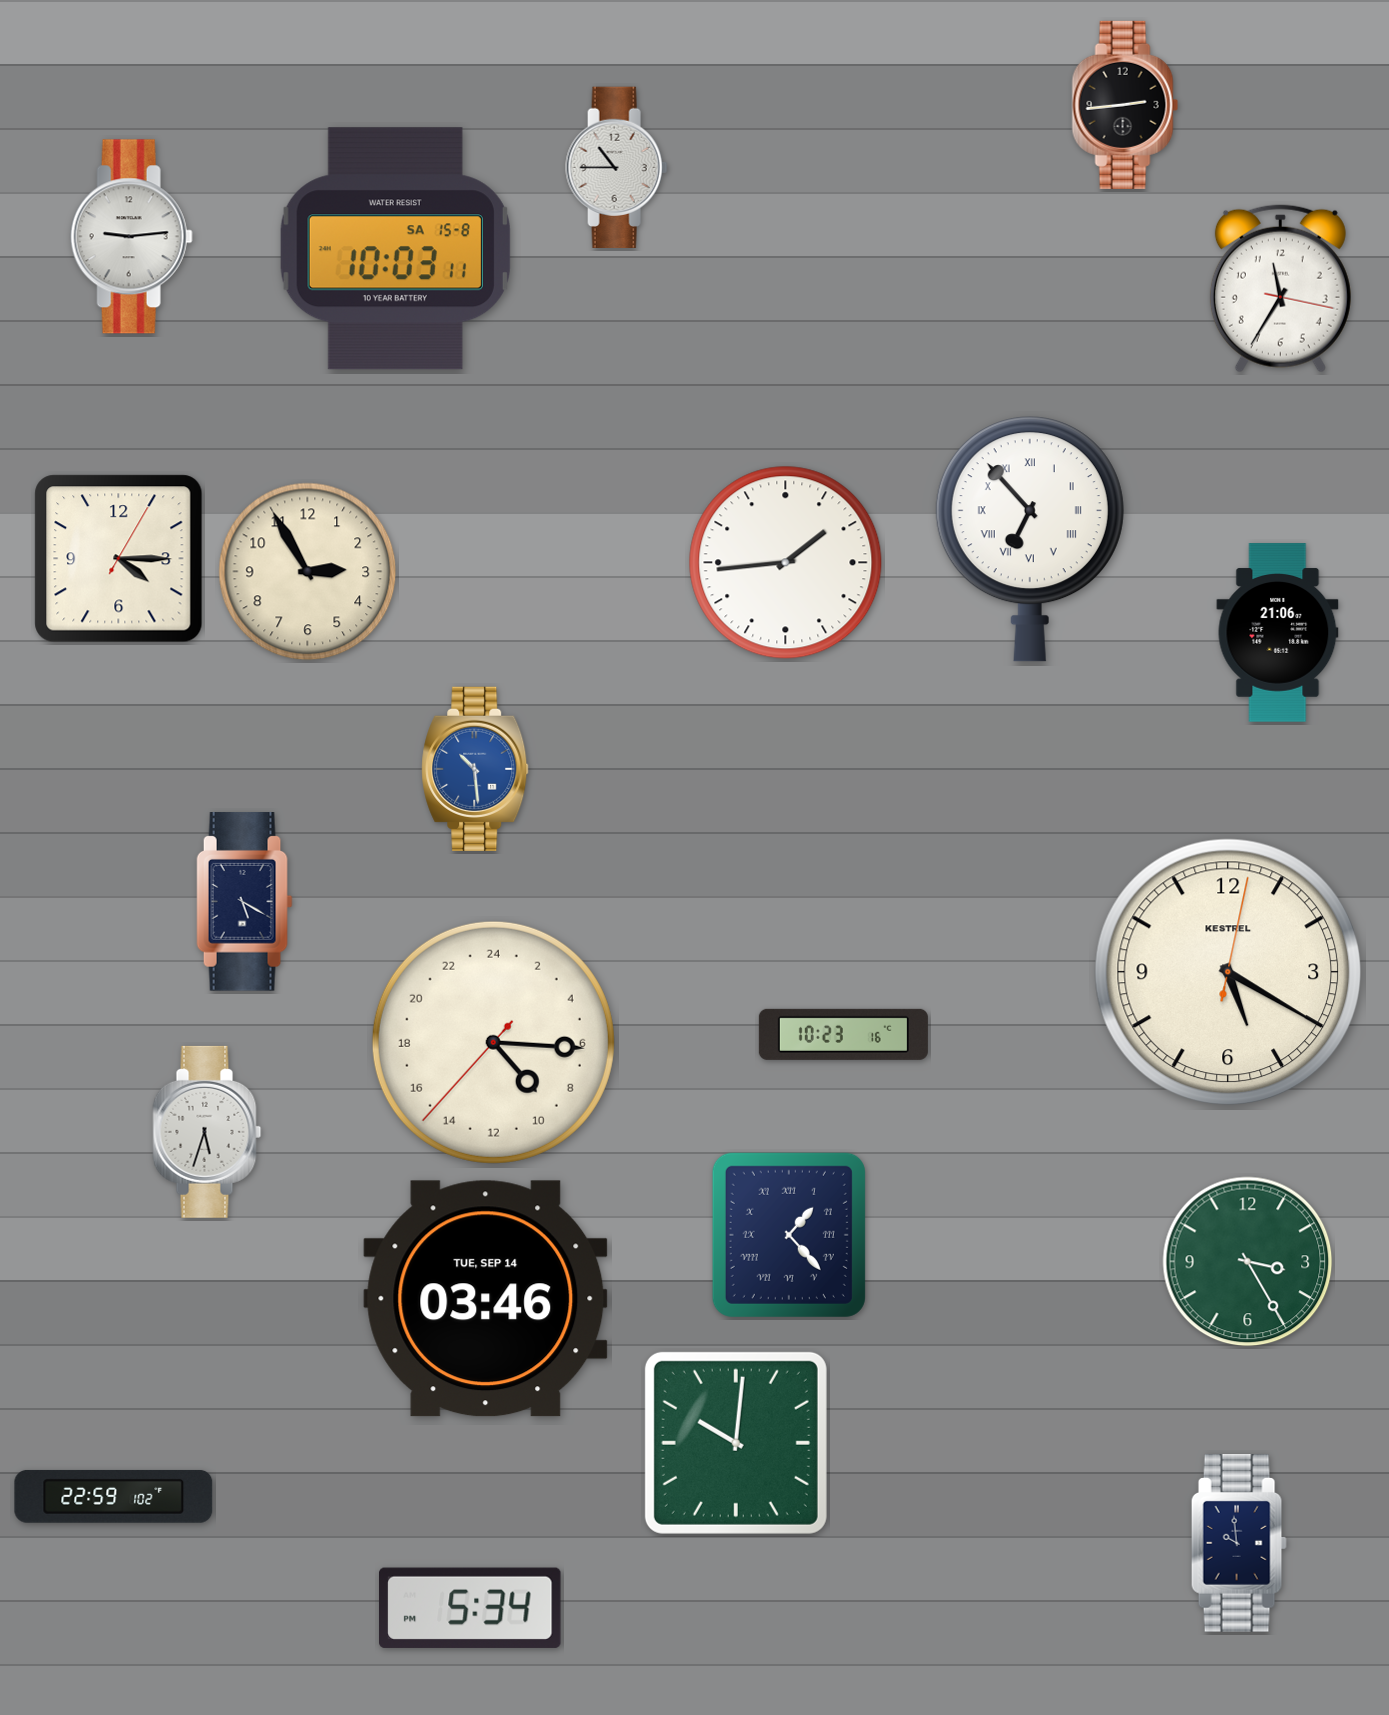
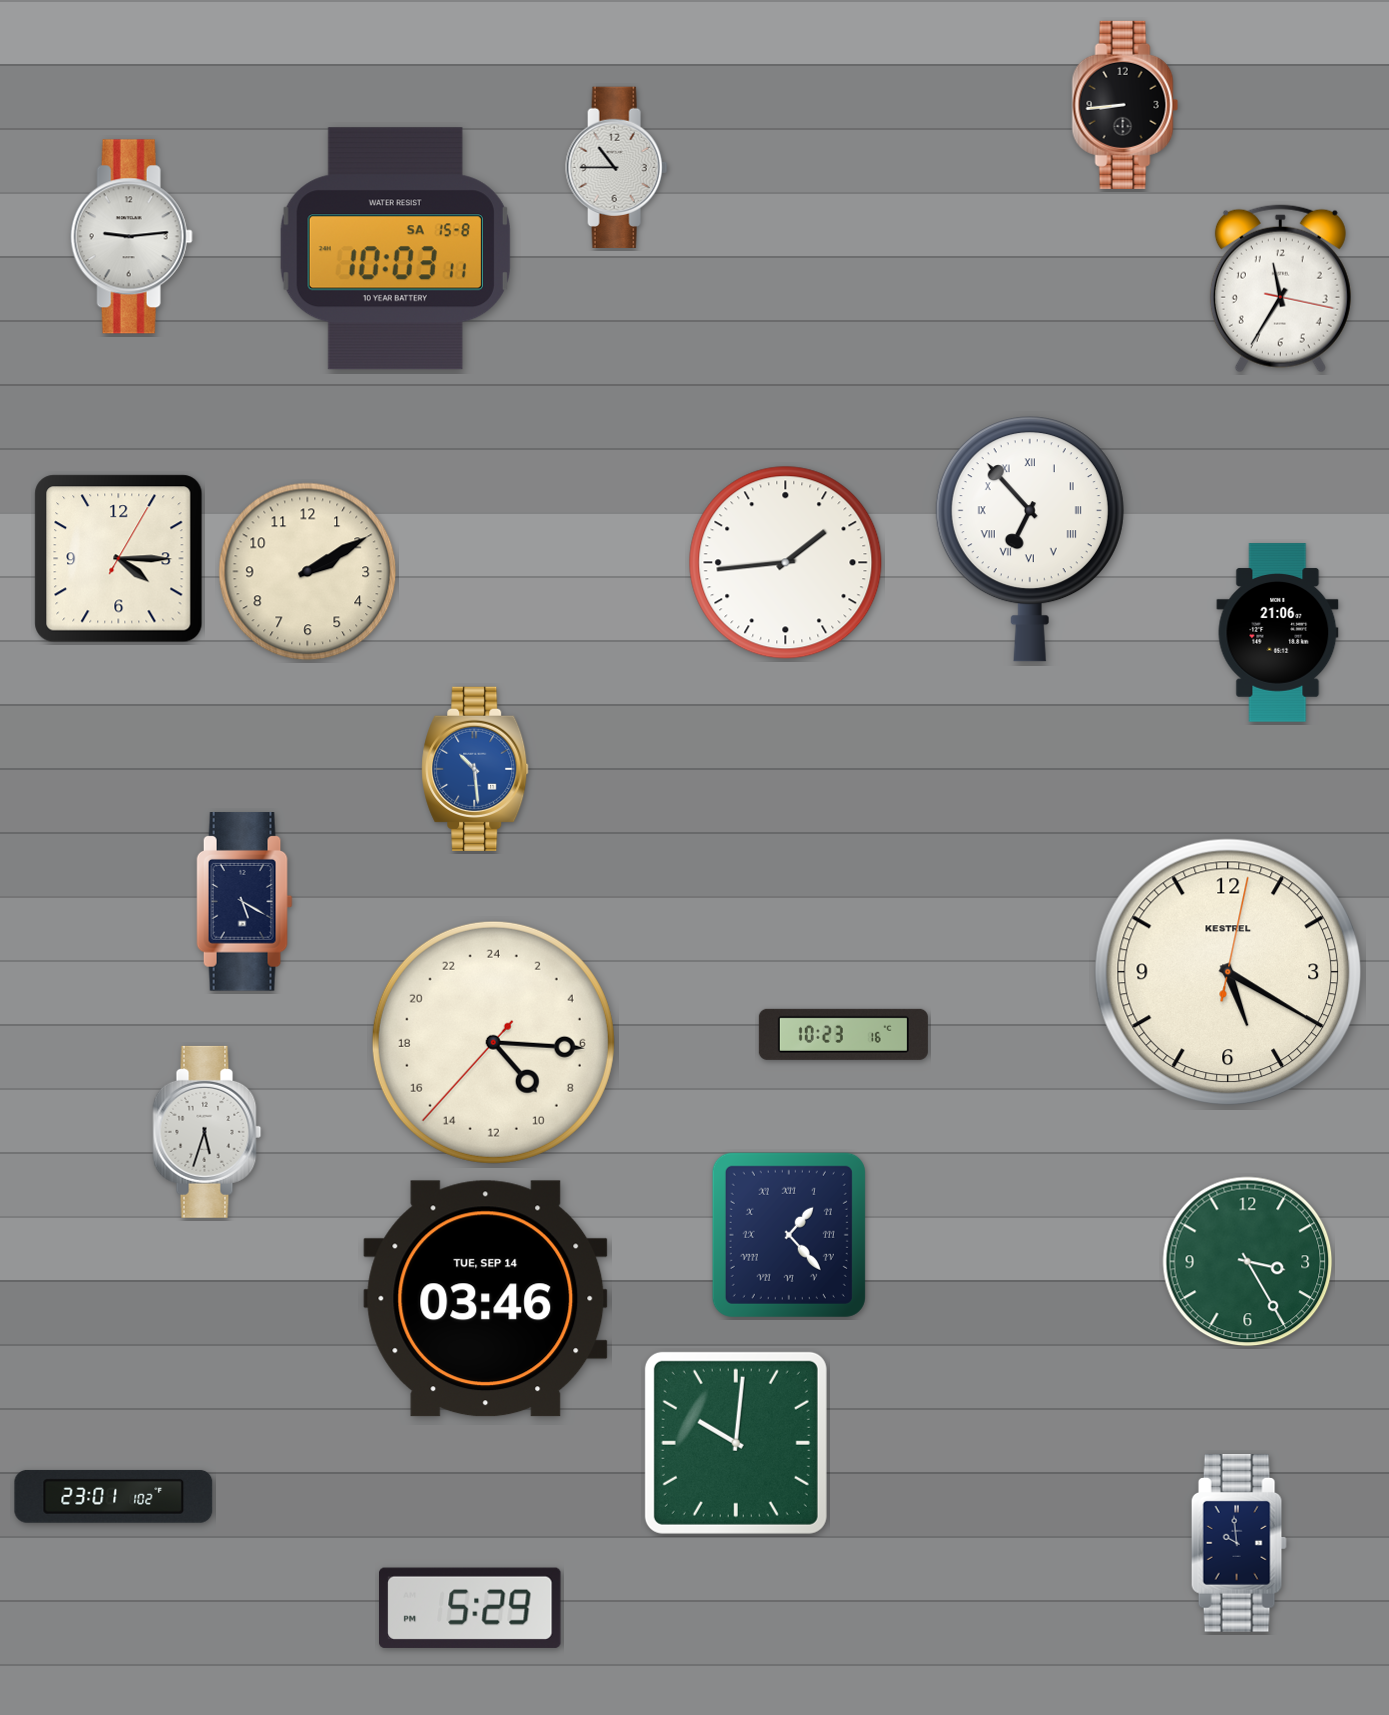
clock at (1125, 105): 2:44 -> 8:44
clock at (308, 572): 2:55 -> 2:10
clock at (114, 1496): 22:59 -> 23:01
clock at (471, 1608): 5:34 -> 5:29
